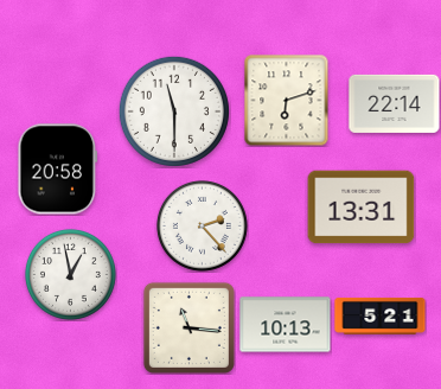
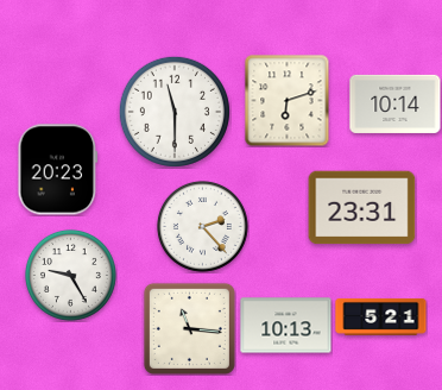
clock at (395, 103): 22:14 -> 10:14
clock at (58, 170): 20:58 -> 20:23
clock at (362, 208): 13:31 -> 23:31
clock at (70, 274): 12:58 -> 9:25
